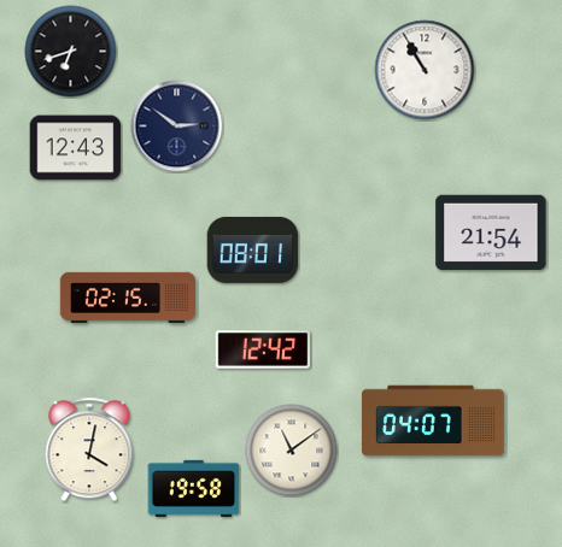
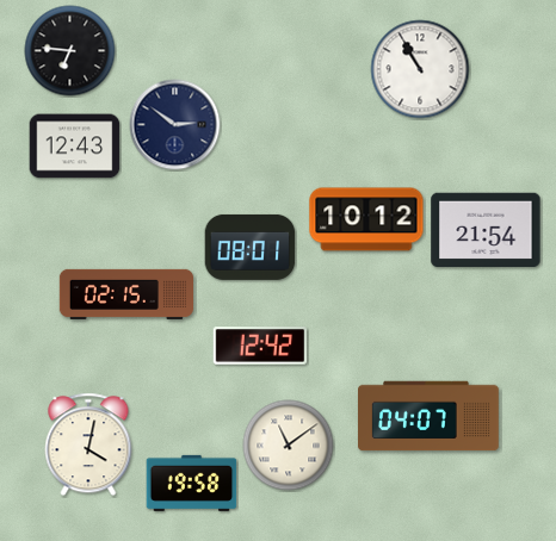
clock at (71, 52): 6:42 -> 6:46
clock at (366, 219): none -> 10:12
